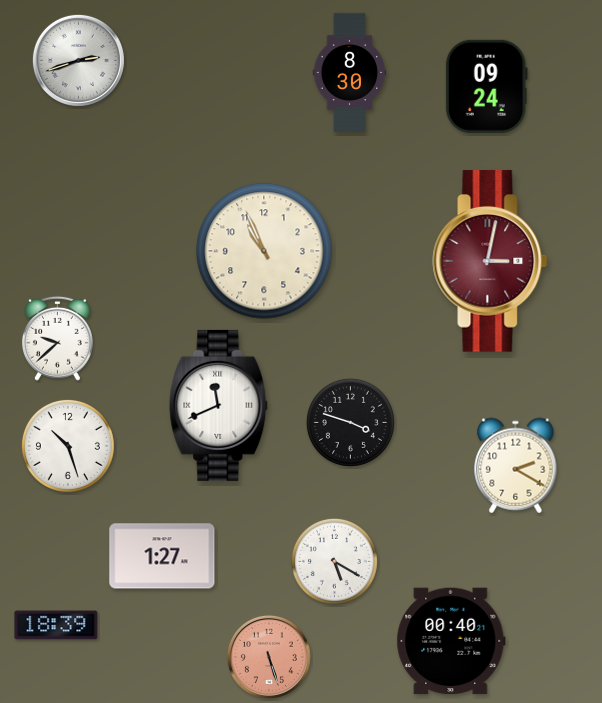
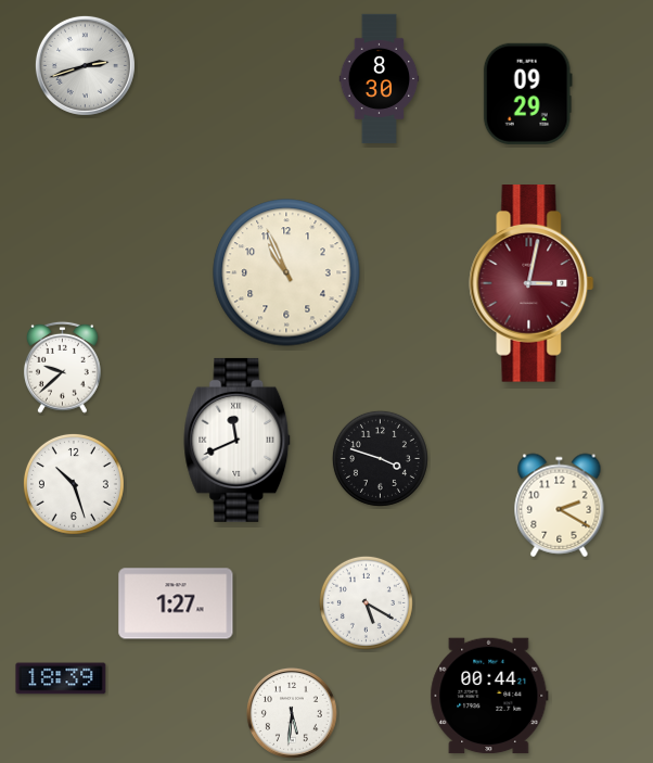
clock at (486, 86): 09:24 -> 09:29
clock at (334, 561) position: (334, 561) -> (366, 602)
clock at (451, 641): 00:40 -> 00:44
clock at (269, 657): 5:27 -> 5:31
clock at (269, 657) dial: salmon -> white
